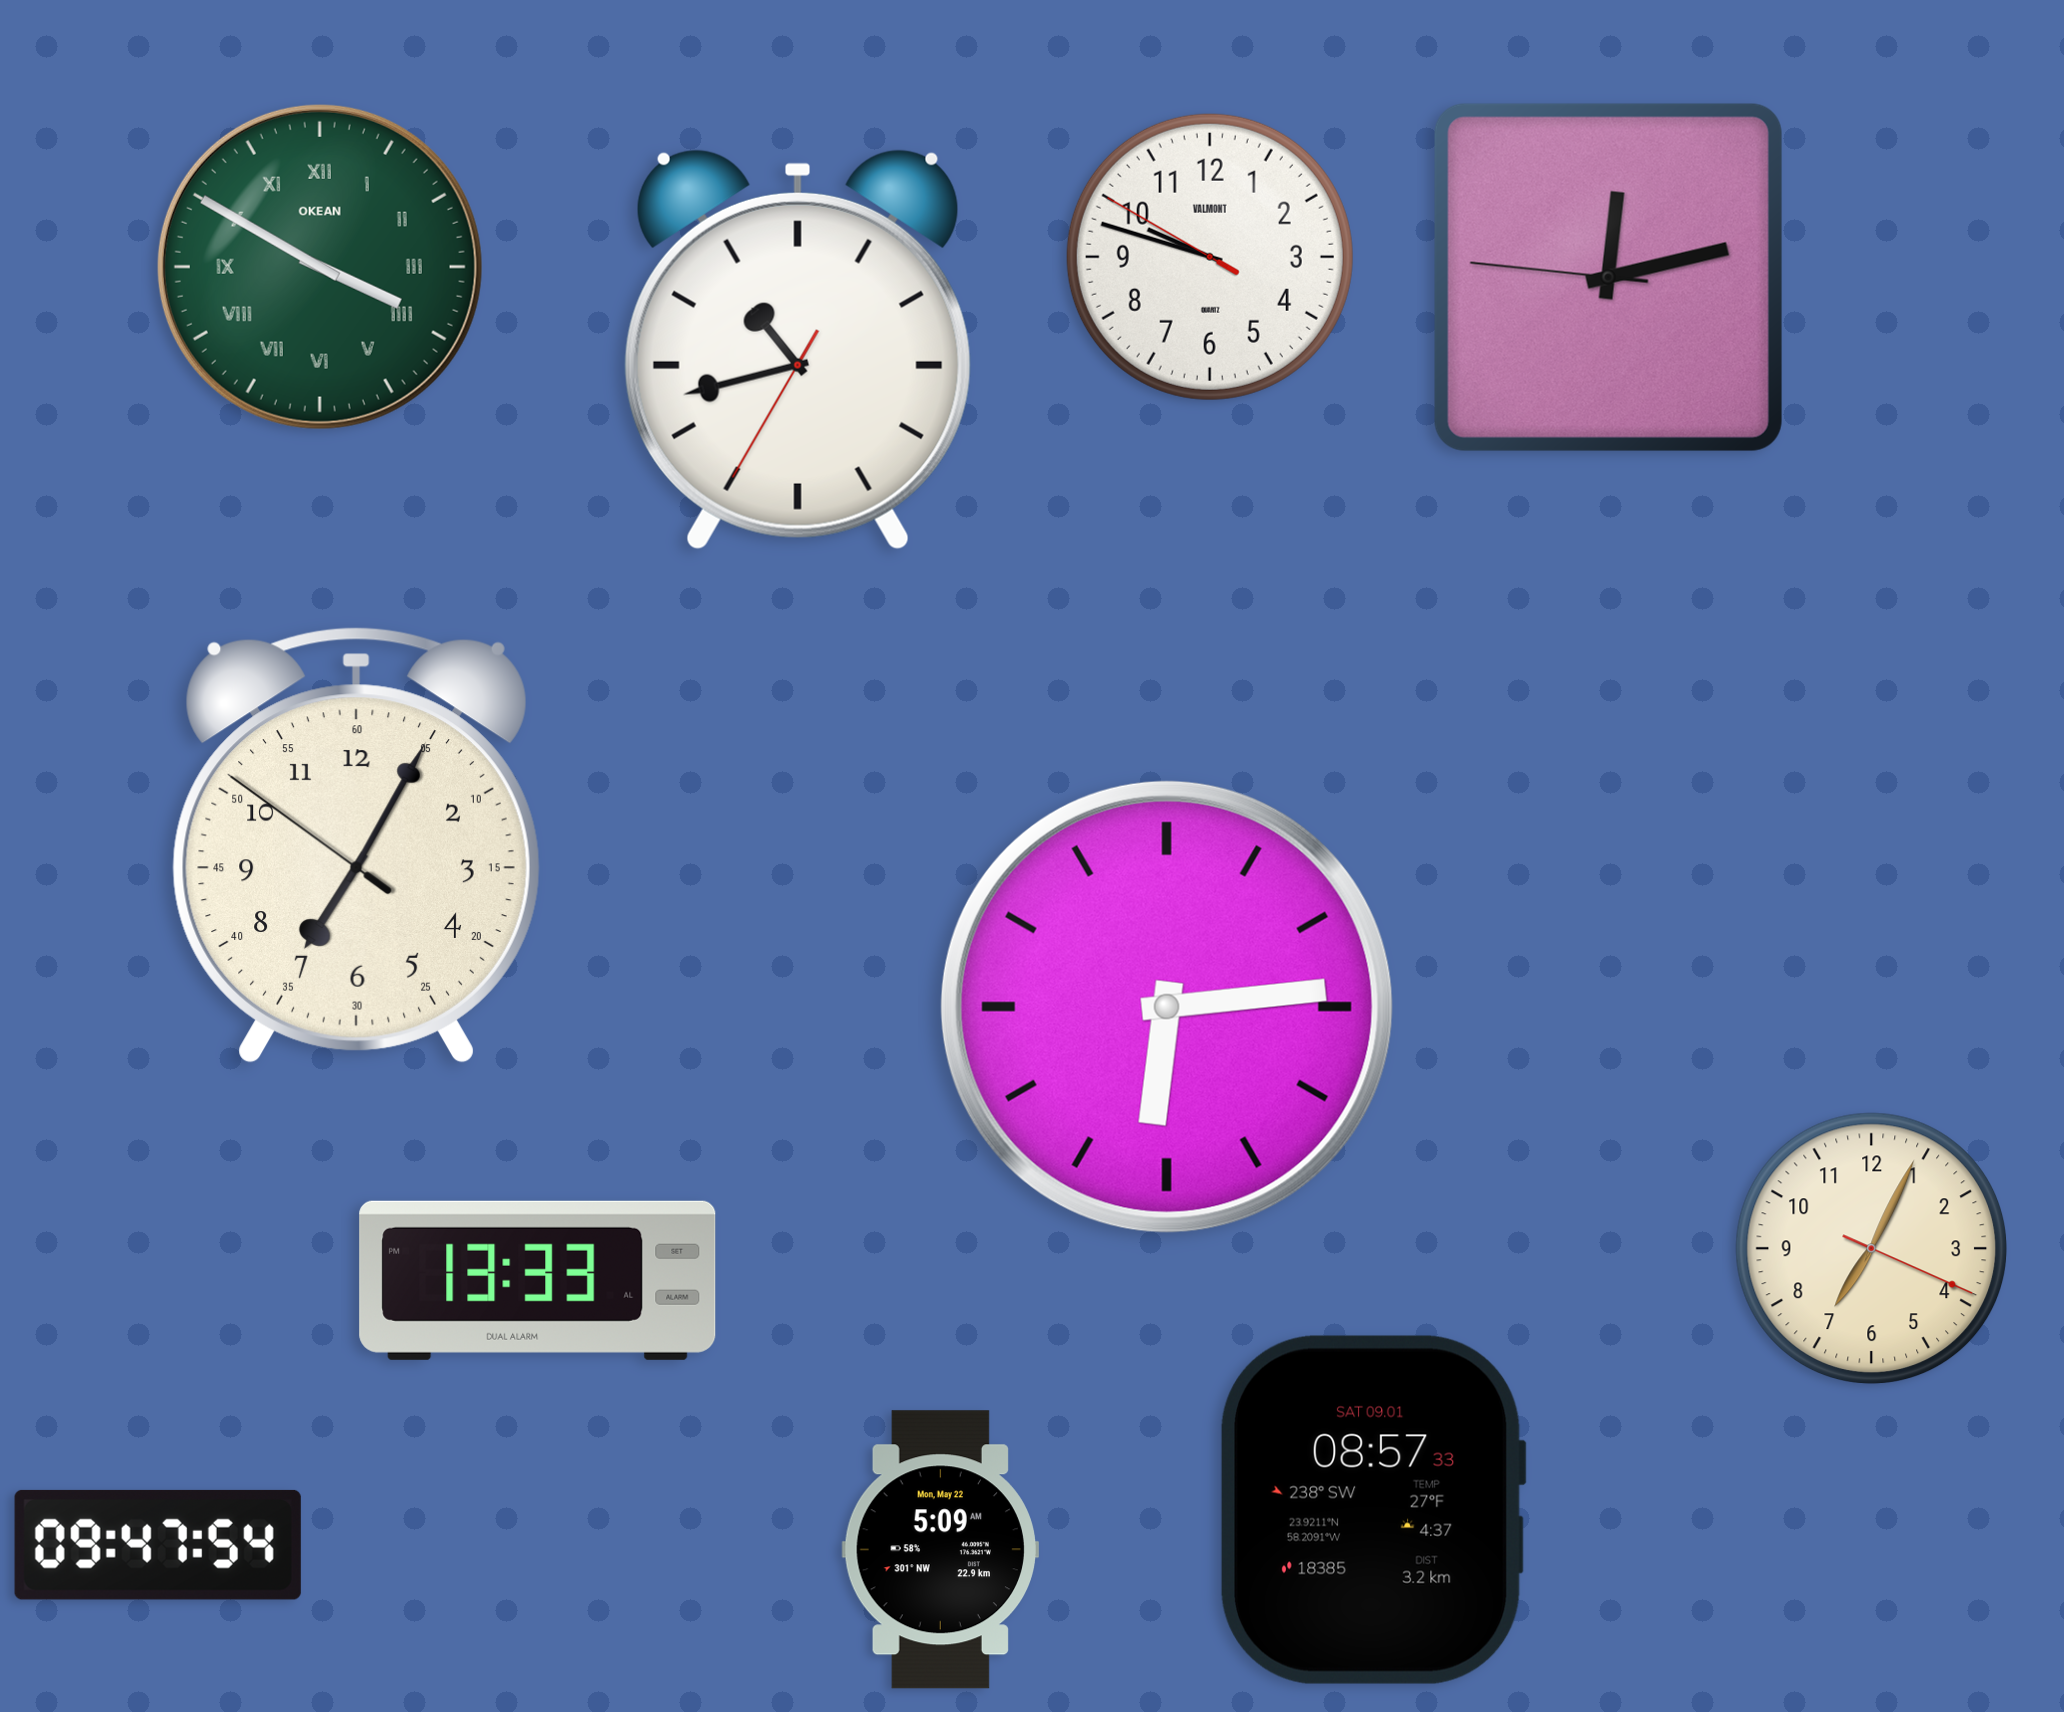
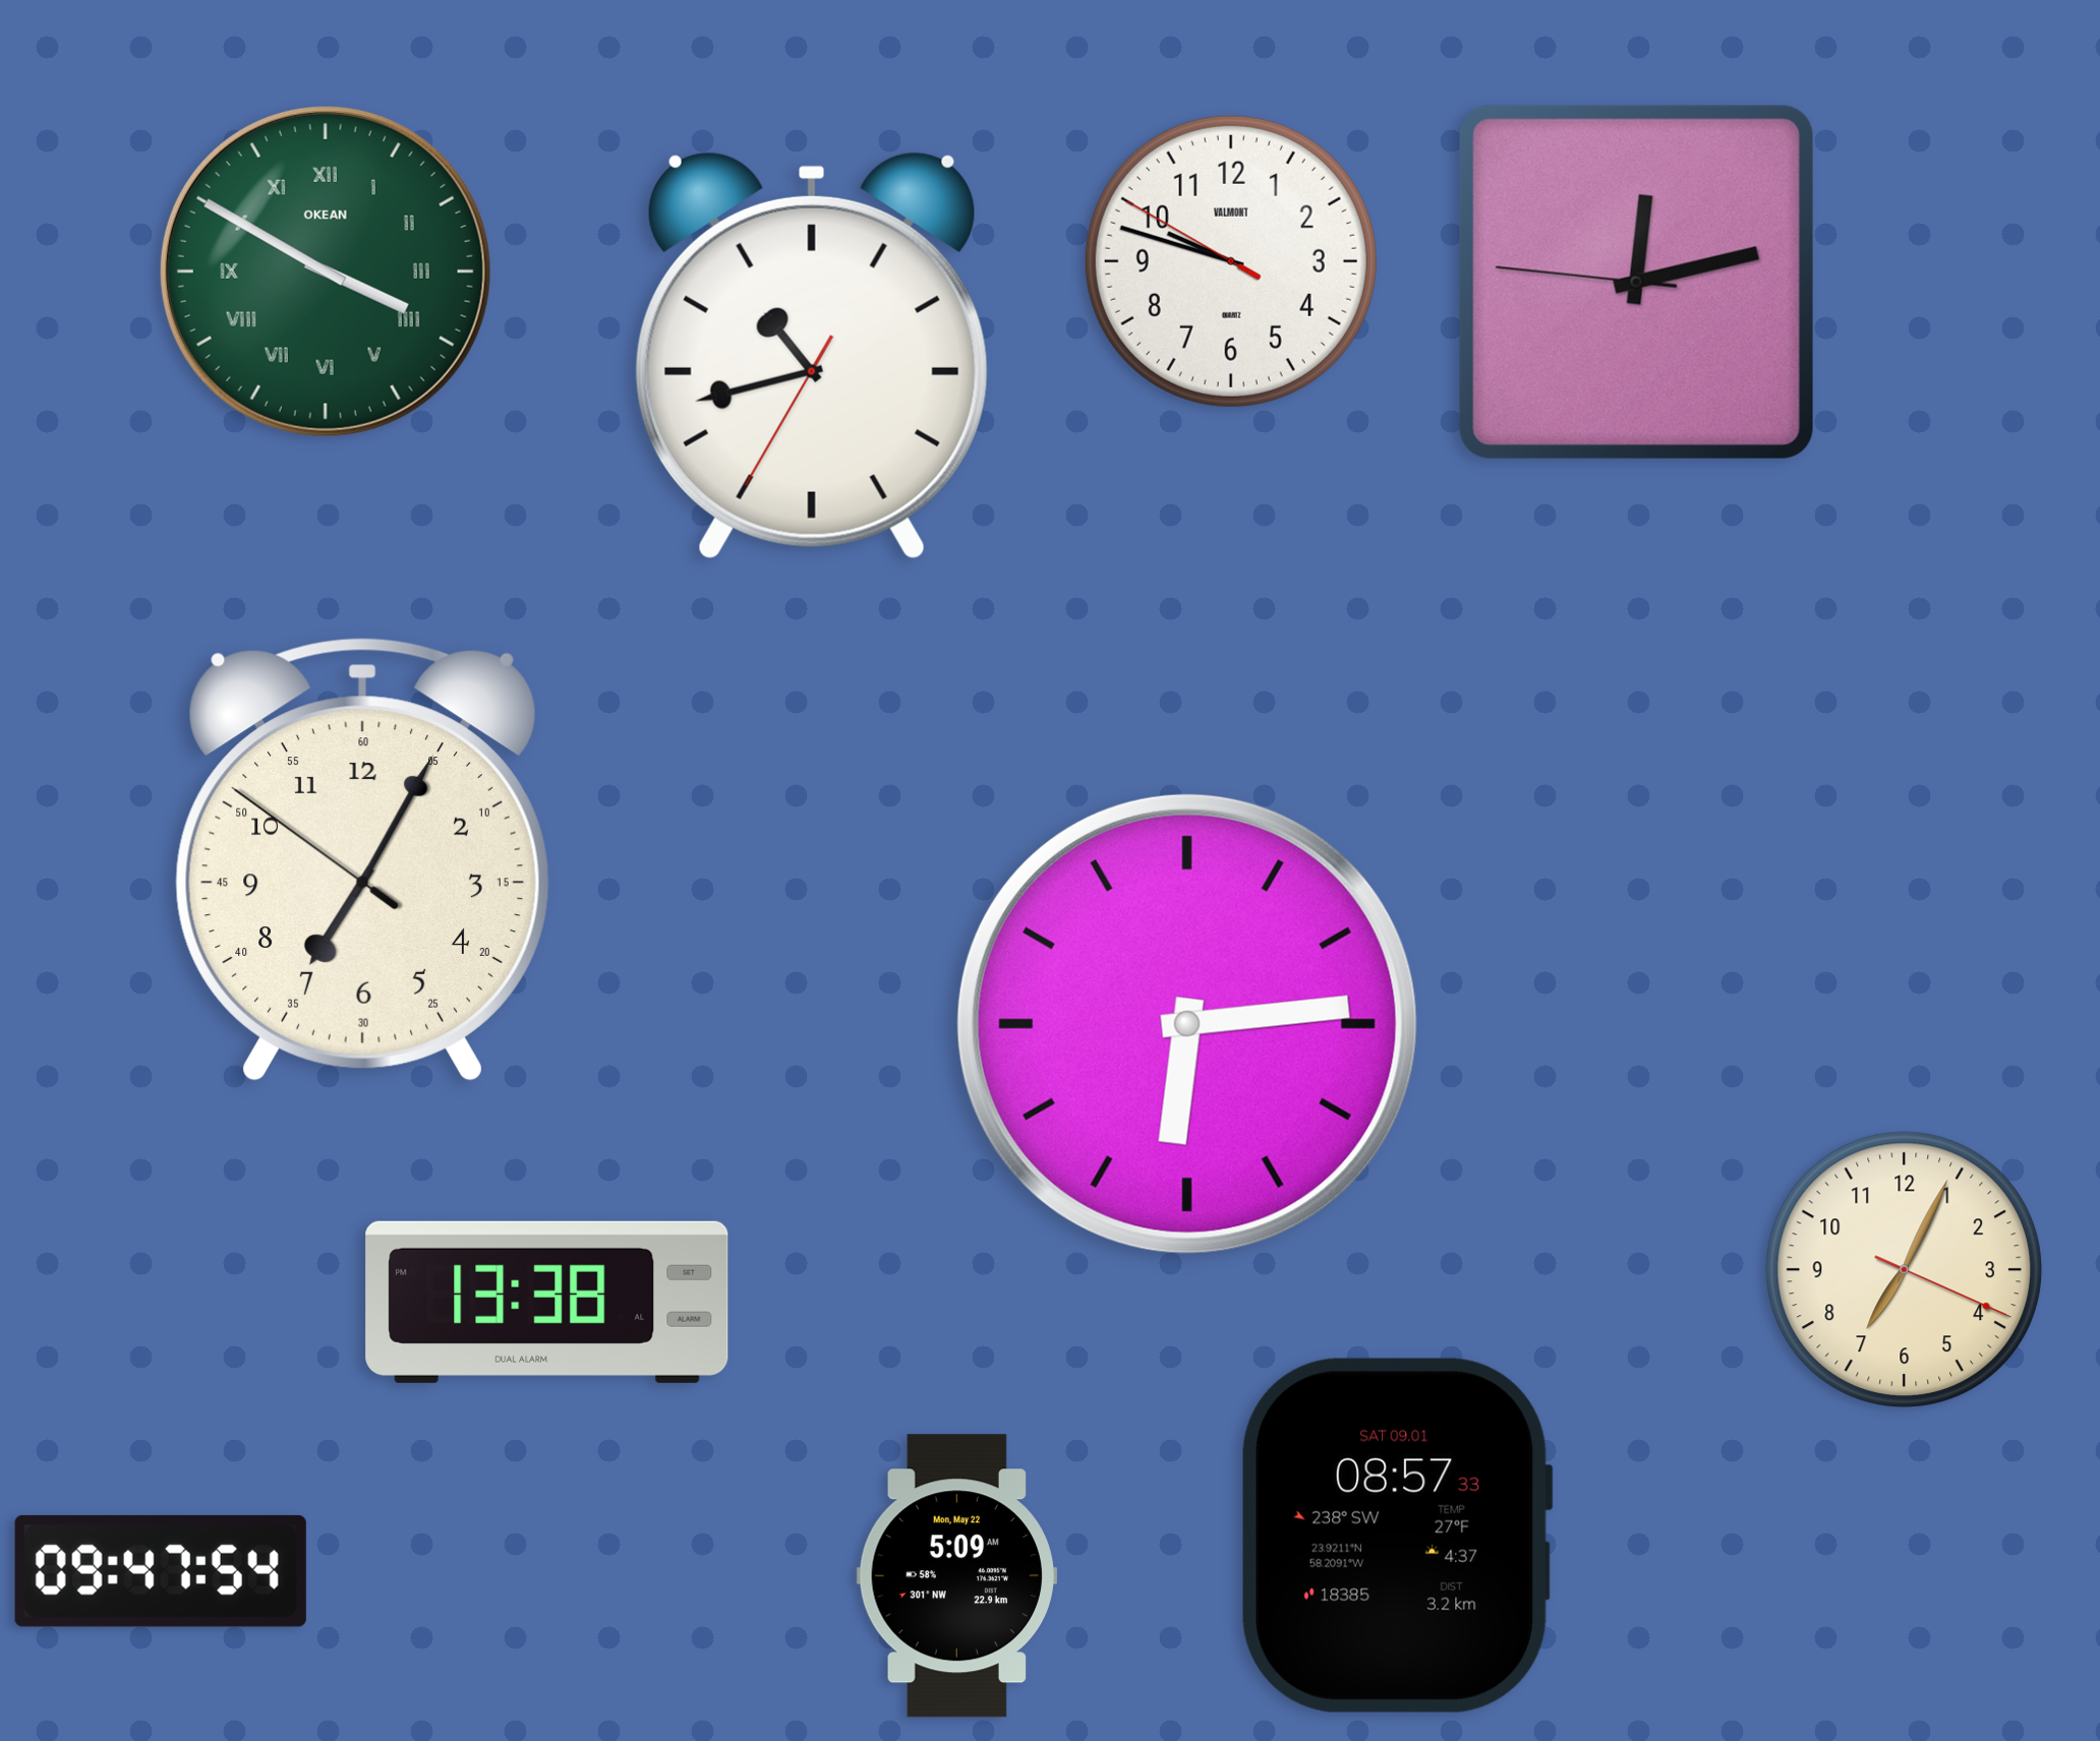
clock at (538, 1280): 13:33 -> 13:38
